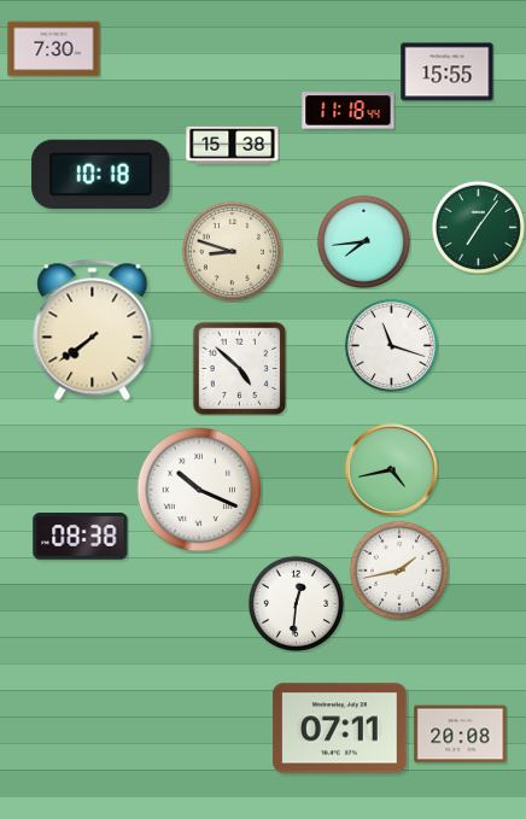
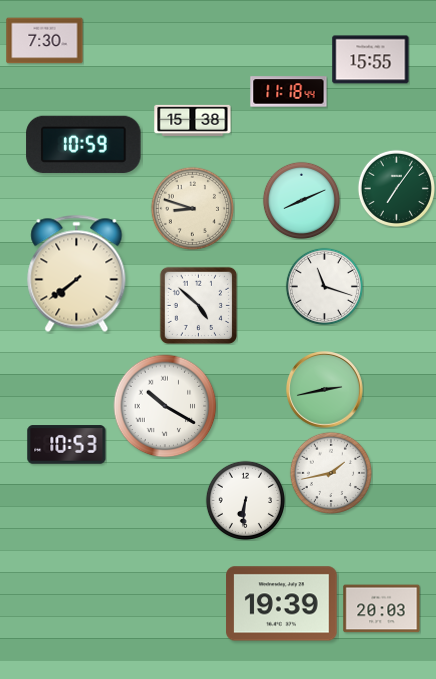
clock at (101, 174): 10:18 -> 10:59
clock at (363, 241): 7:44 -> 8:11
clock at (392, 470): 4:43 -> 2:43
clock at (199, 490): 10:19 -> 10:20
clock at (81, 537): 08:38 -> 10:53
clock at (296, 603): 12:31 -> 6:31
clock at (340, 729): 07:11 -> 19:39
clock at (461, 735): 20:08 -> 20:03
